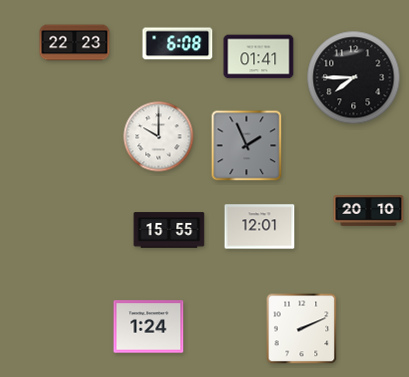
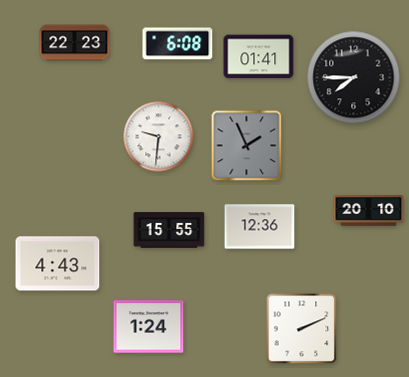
clock at (159, 137): 10:00 -> 9:31
clock at (260, 227): 12:01 -> 12:36
clock at (58, 264): none -> 4:43
